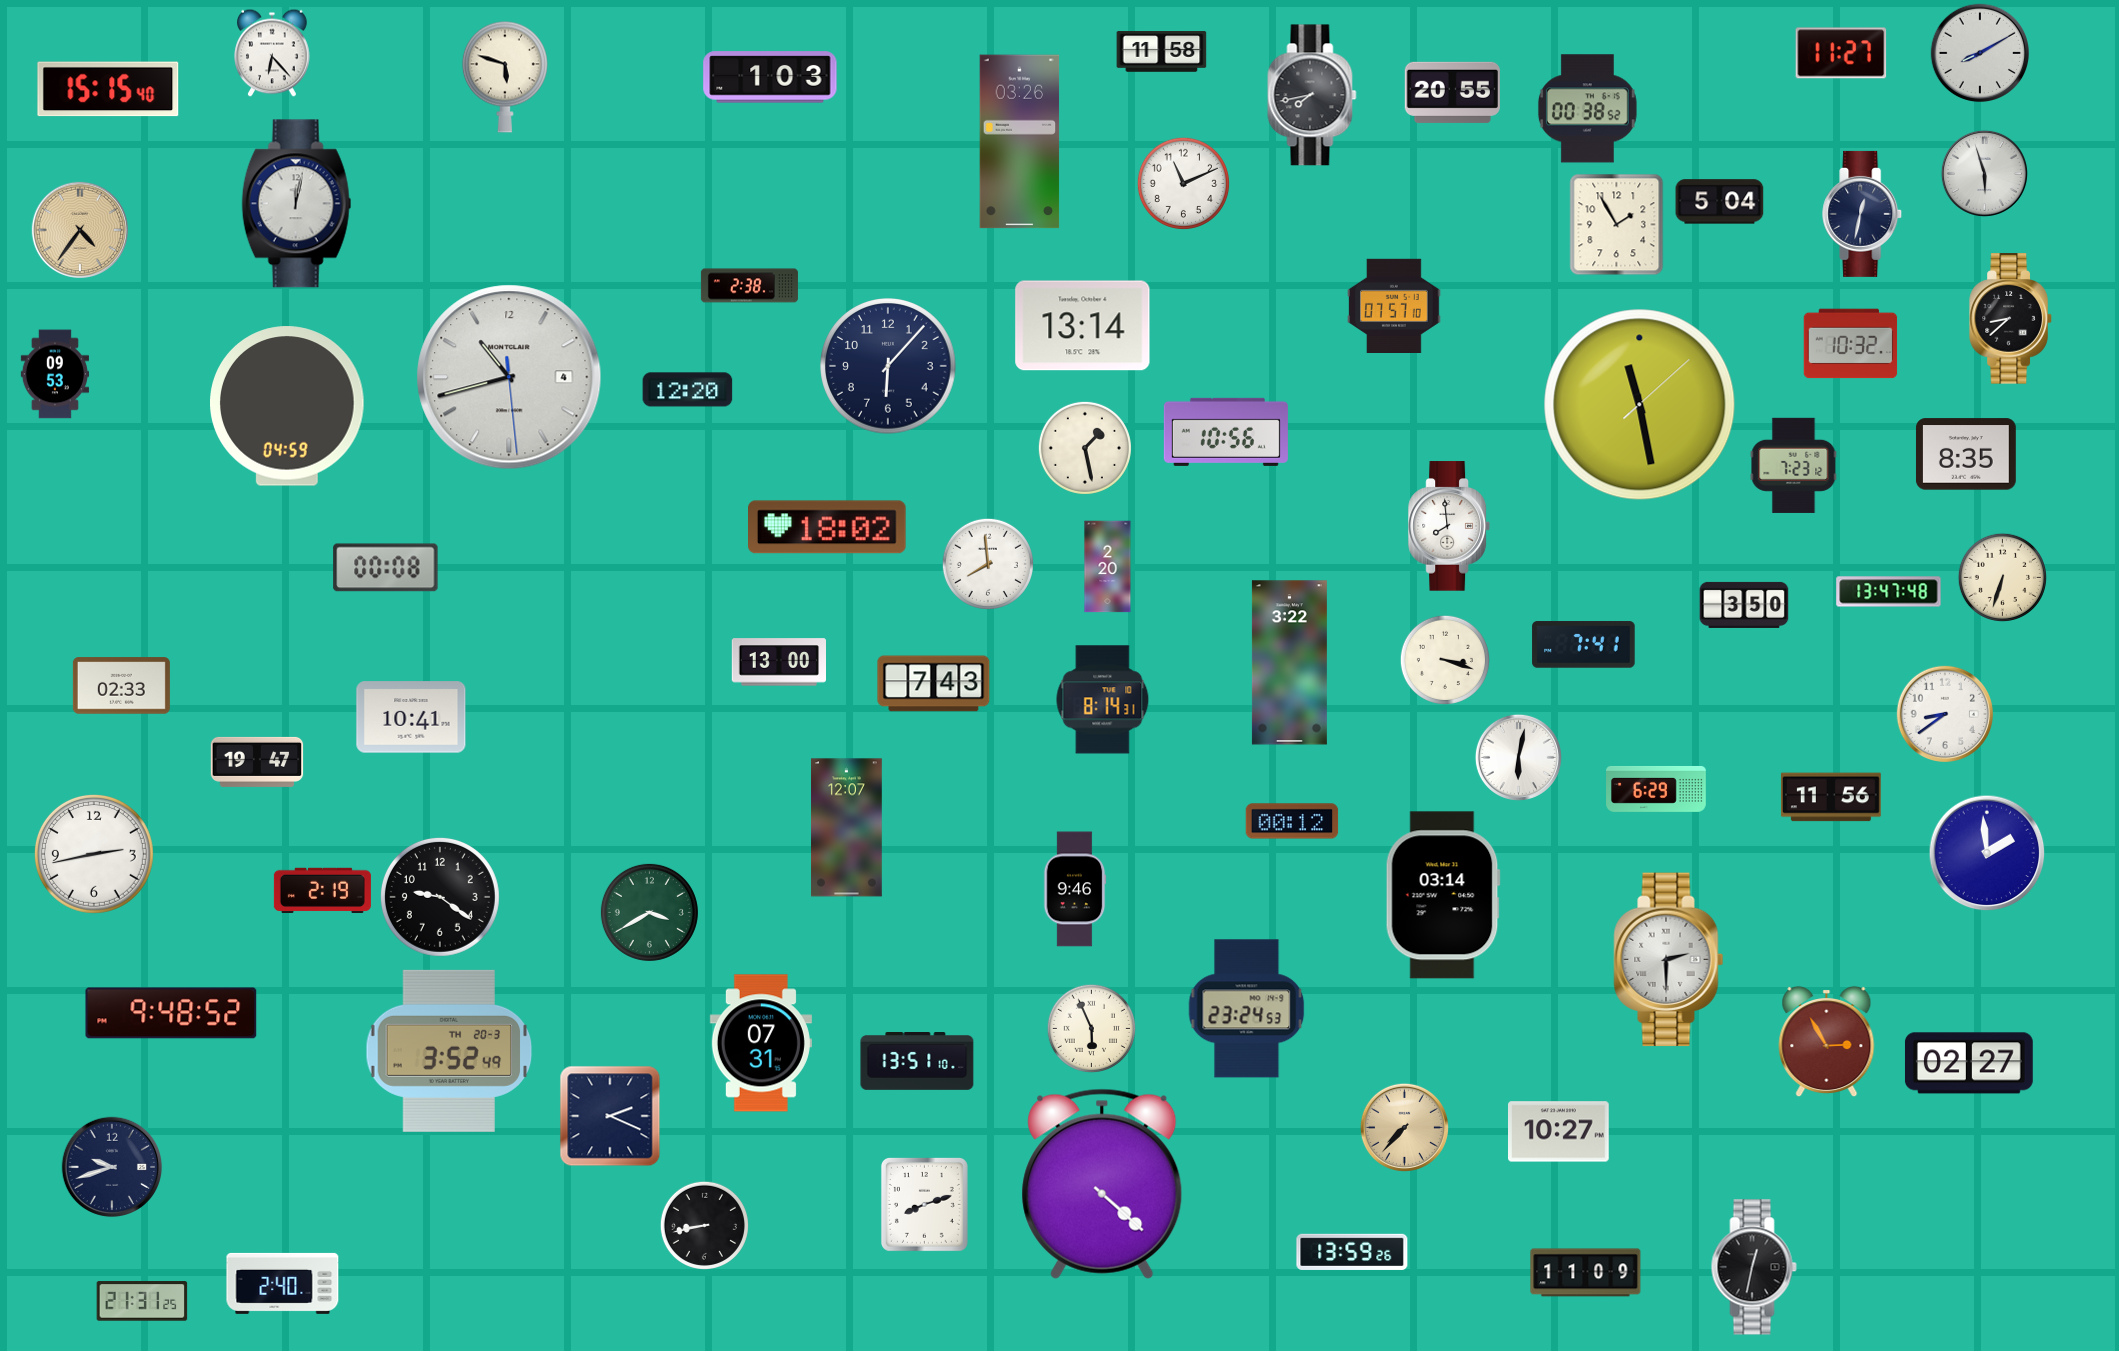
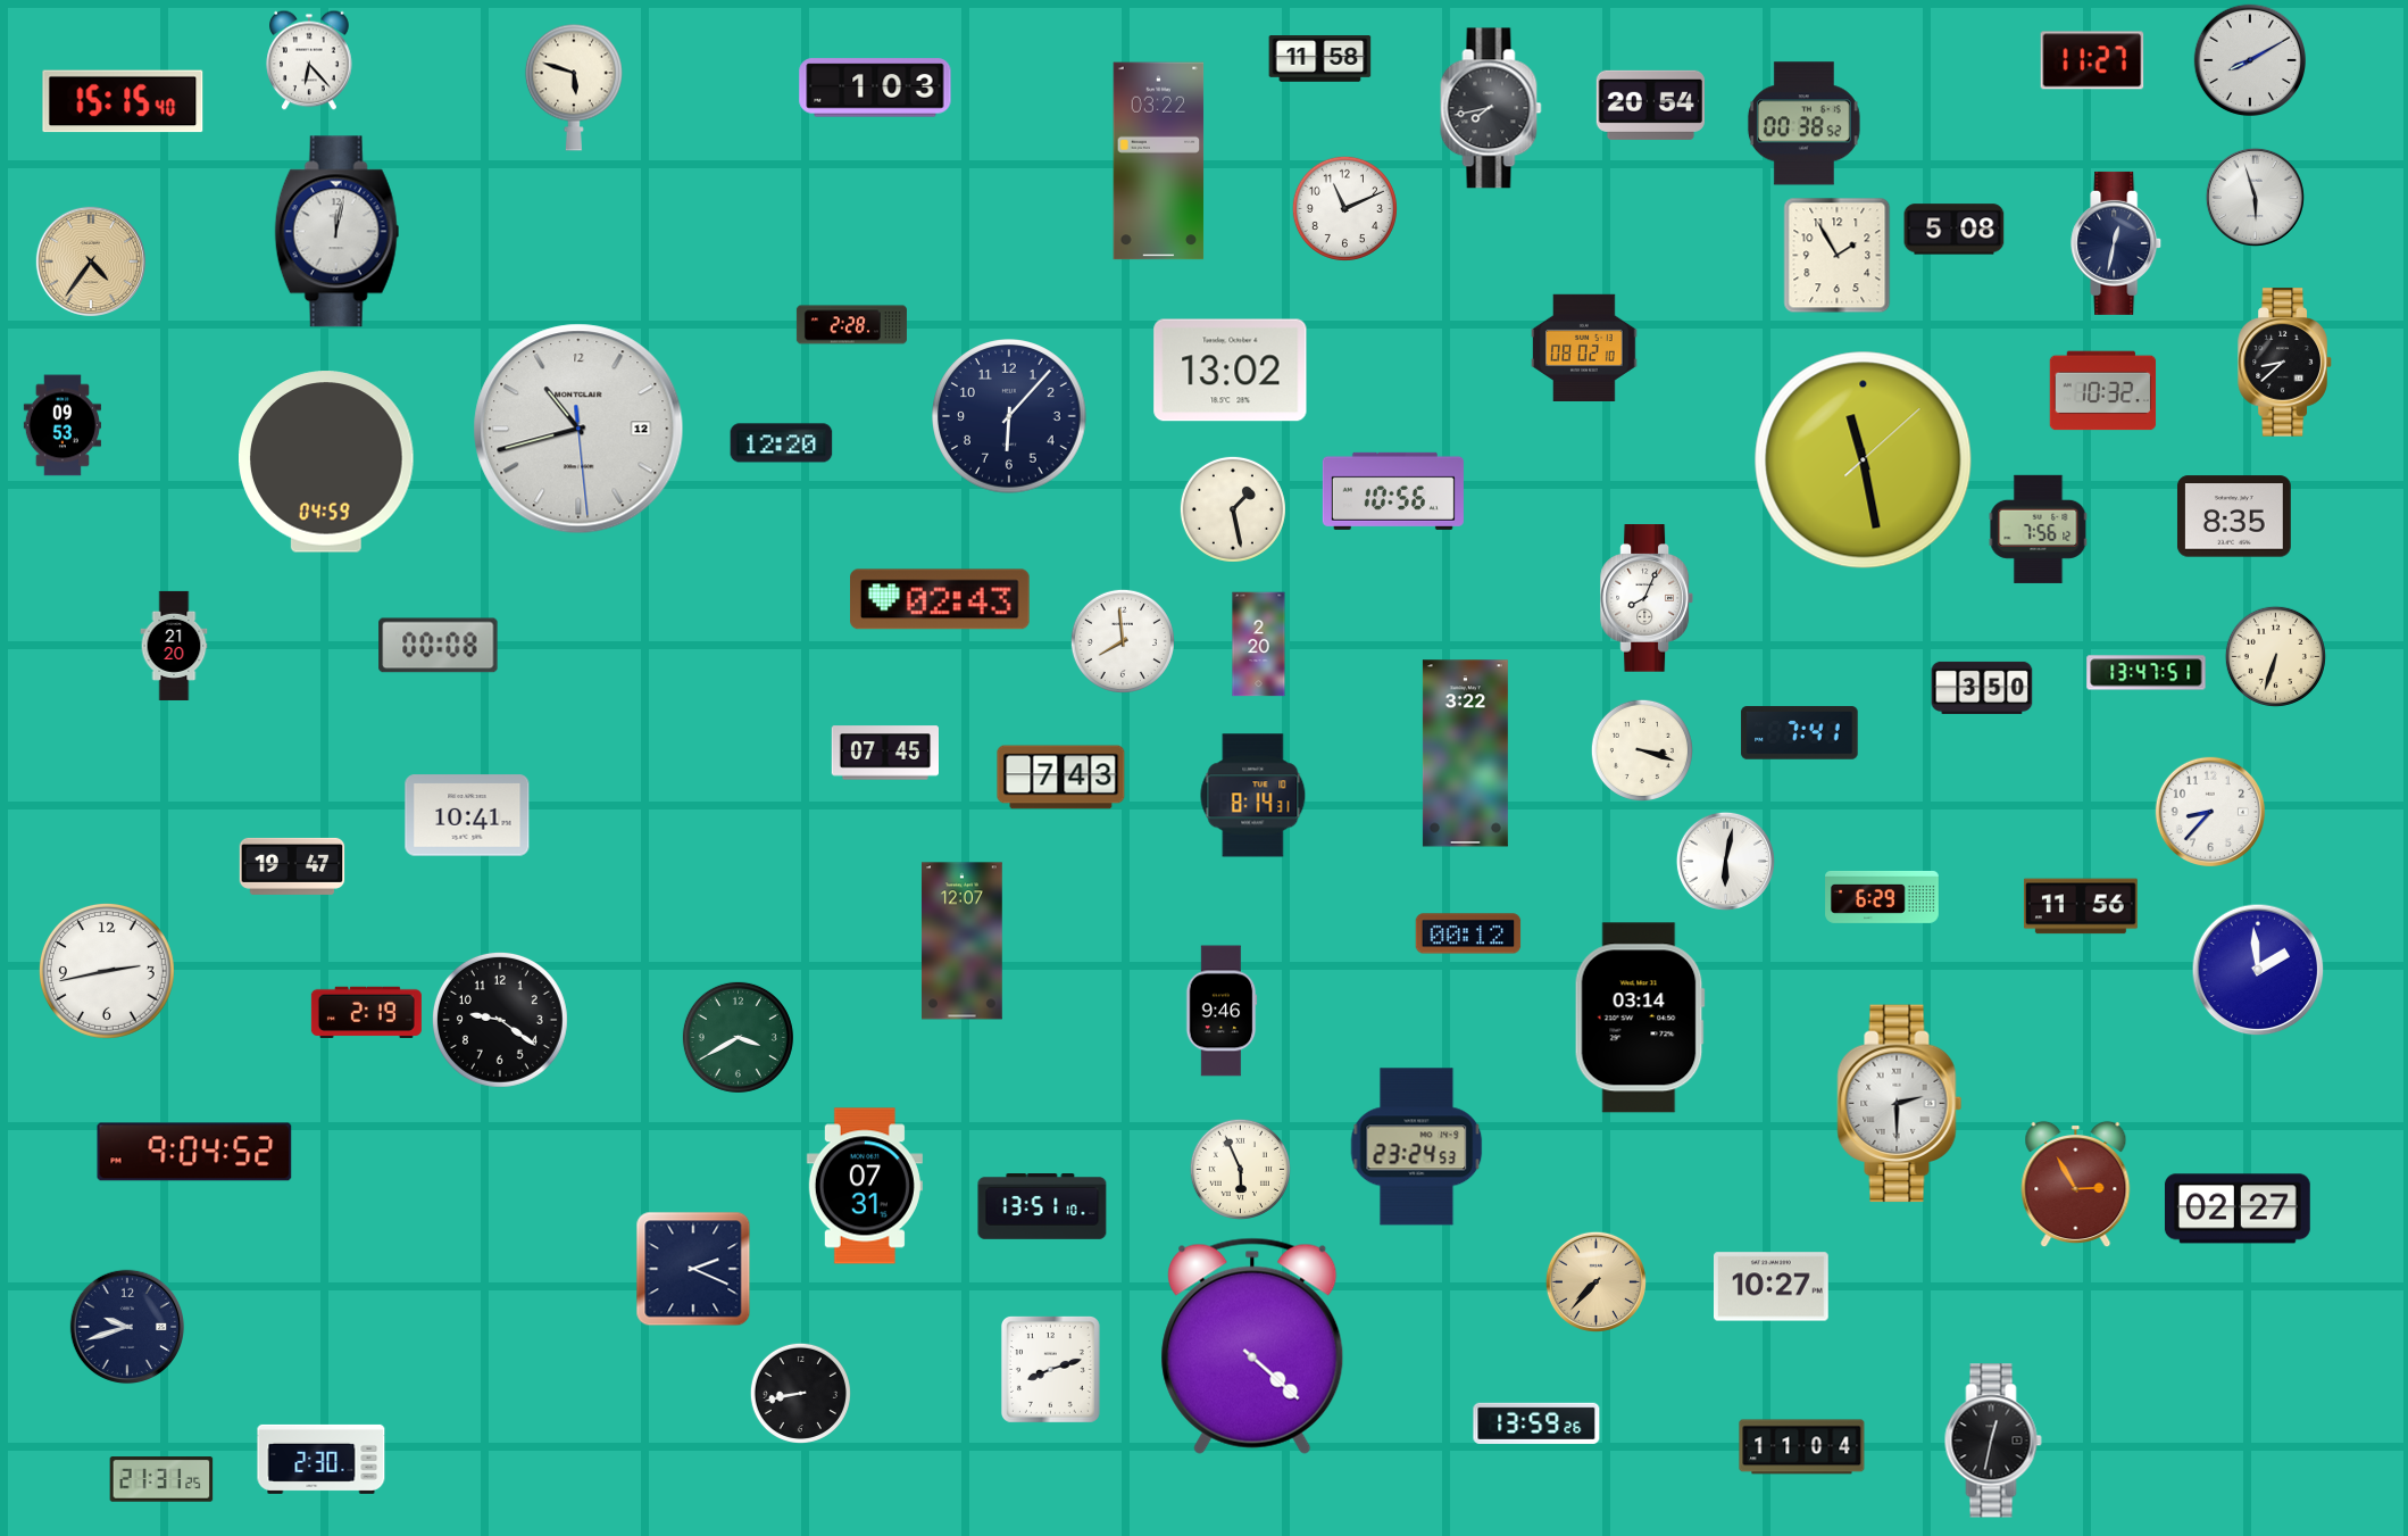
clock at (1452, 92): 20:55 -> 20:54
clock at (1020, 142): 03:26 -> 03:22
clock at (1720, 202): 5:04 -> 5:08
clock at (749, 286): 2:38 -> 2:28
clock at (1395, 305): 07:57 -> 08:02
clock at (1083, 326): 13:14 -> 13:02
clock at (509, 377) date: 4 -> 12
clock at (1794, 465): 7:23 -> 7:56
clock at (1448, 526): 7:59 -> 8:04
clock at (828, 527): 18:02 -> 02:43
clock at (174, 646): none -> 21:20
clock at (1889, 592): 13:47:48 -> 13:47:51
clock at (778, 662): 13:00 -> 07:45
clock at (121, 686): 02:33 -> none
clock at (1944, 713): 8:39 -> 8:37
clock at (1669, 960) position: (1669, 960) -> (1900, 1104)
clock at (171, 1013): 9:48 -> 9:04
clock at (449, 1051): 3:52 -> none
clock at (1586, 1273): 11:09 -> 11:04
clock at (283, 1283): 2:40 -> 2:30
